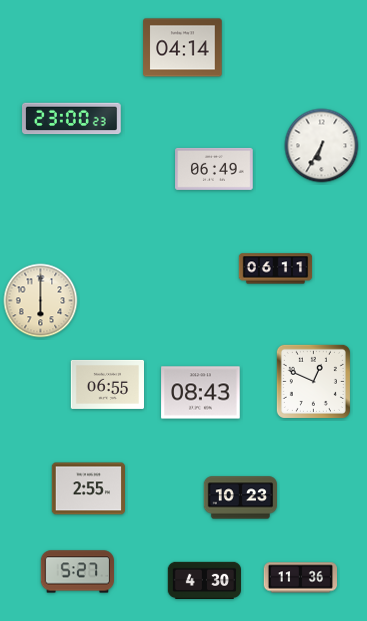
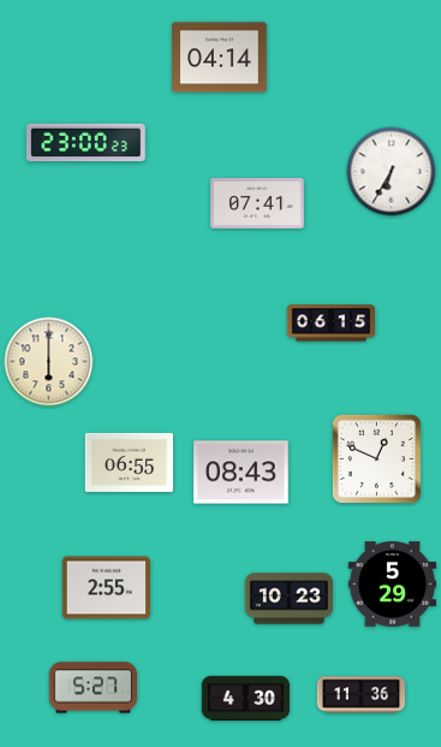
clock at (322, 146) position: (322, 146) -> (392, 172)
clock at (214, 169): 06:49 -> 07:41
clock at (276, 269): 06:11 -> 06:15
clock at (393, 585): none -> 5:29
